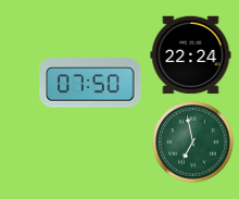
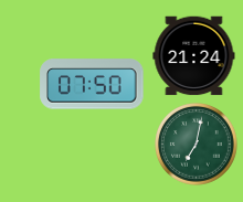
clock at (191, 55): 22:24 -> 21:24
clock at (193, 142): 6:58 -> 7:02
